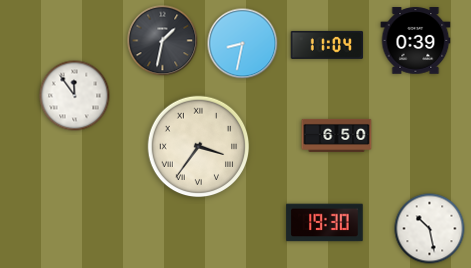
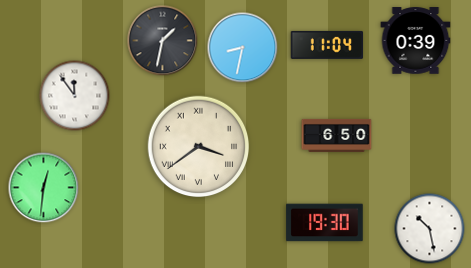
clock at (243, 44) position: (243, 44) -> (243, 48)
clock at (199, 147): 3:36 -> 3:39
clock at (44, 188): none -> 12:31
